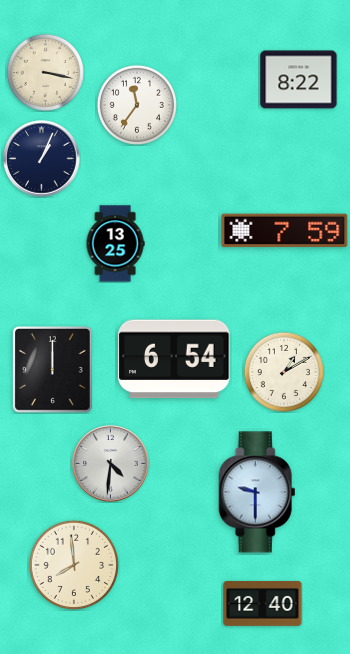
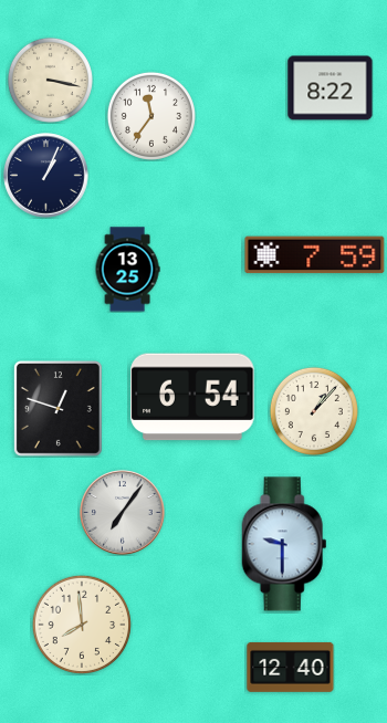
clock at (53, 370): 12:00 -> 12:48
clock at (284, 372): 1:10 -> 1:07
clock at (111, 464): 4:31 -> 7:06
